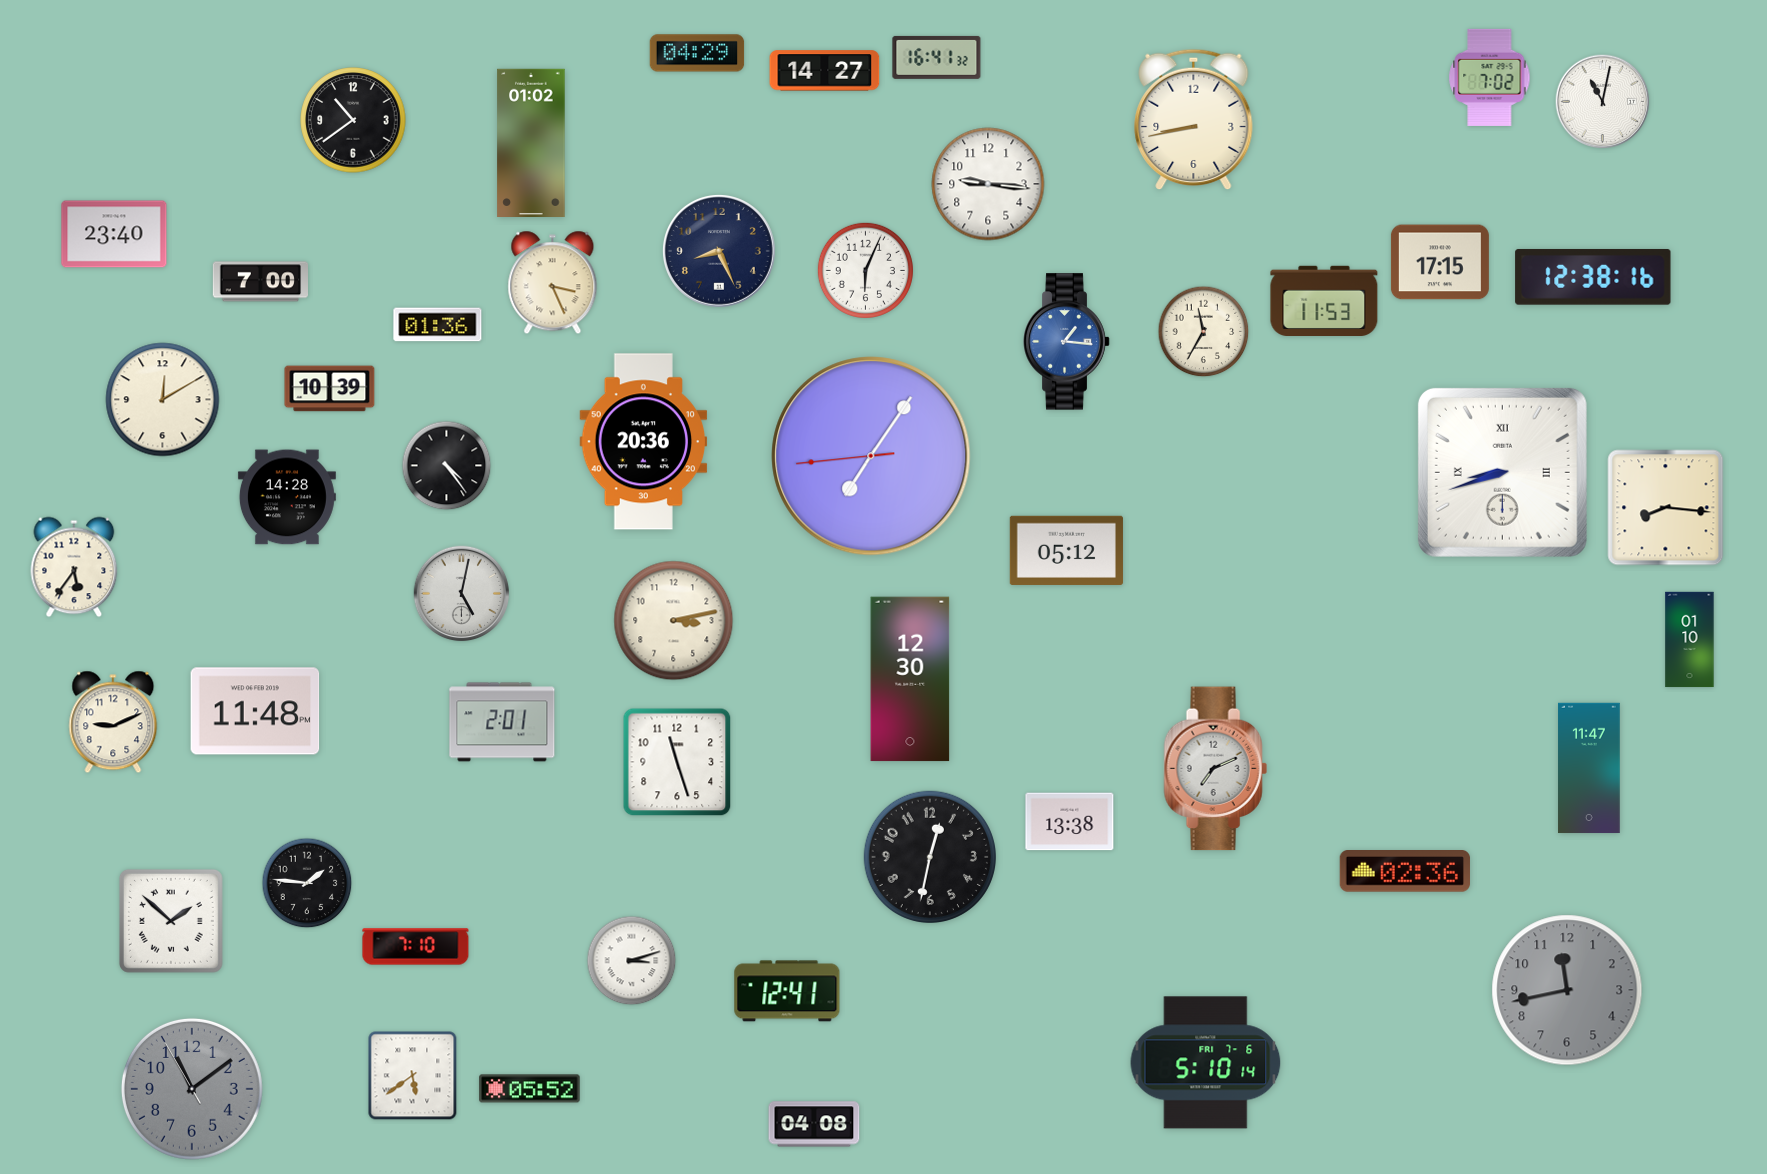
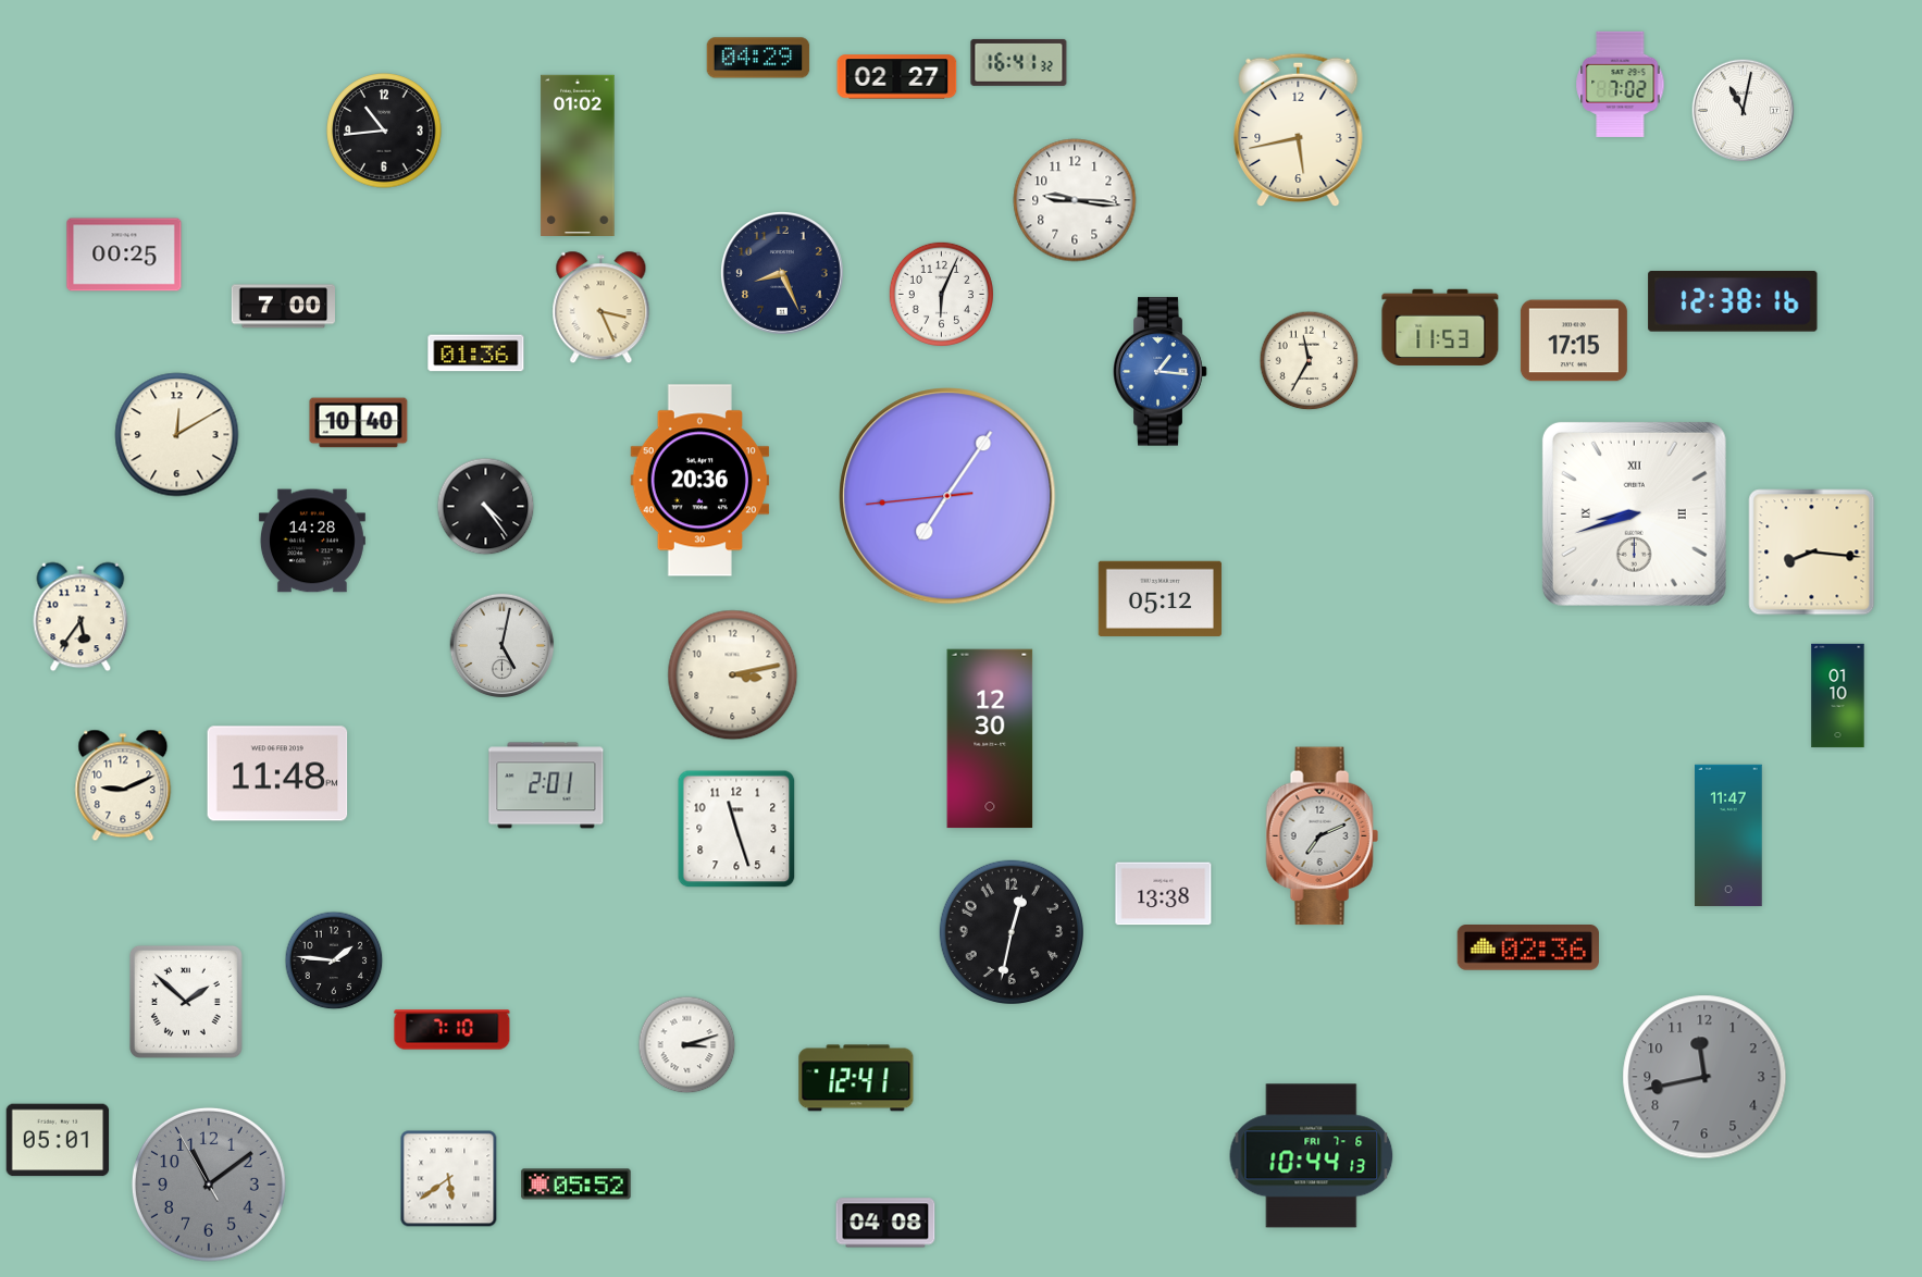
clock at (825, 71): 14:27 -> 02:27
clock at (353, 120): 10:39 -> 10:44
clock at (1194, 120): 8:43 -> 5:43
clock at (114, 234): 23:40 -> 00:25
clock at (1440, 262) position: (1440, 262) -> (1574, 340)
clock at (330, 389): 10:39 -> 10:40
clock at (58, 1140): none -> 05:01
clock at (1206, 1063): 5:10 -> 10:44
clock at (413, 1076) position: (413, 1076) -> (449, 1179)
